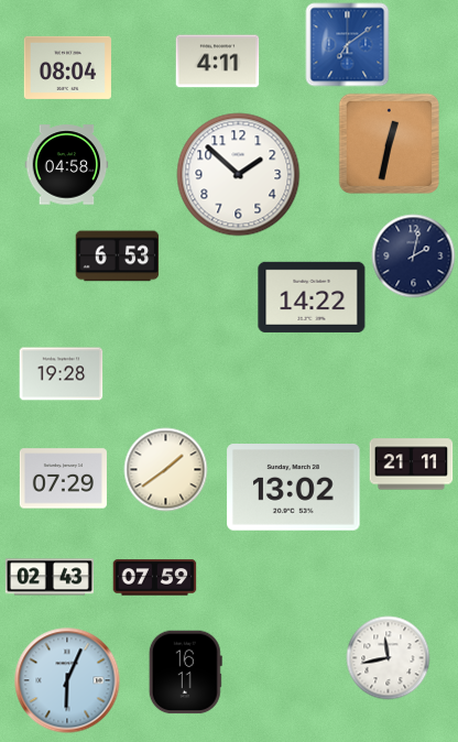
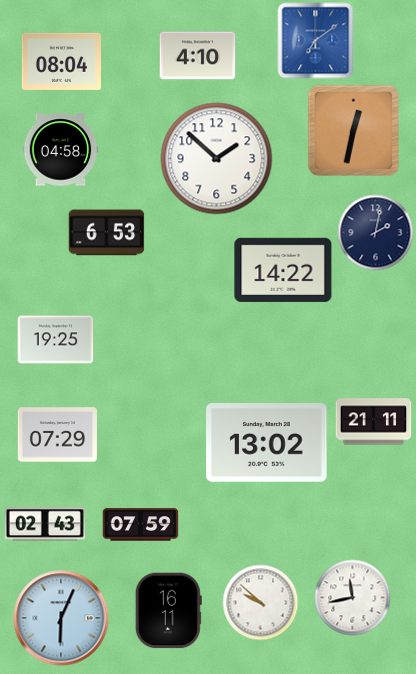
clock at (218, 62): 4:11 -> 4:10
clock at (62, 374): 19:28 -> 19:25
clock at (166, 470): 1:39 -> none
clock at (261, 603): none -> 9:52
